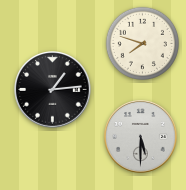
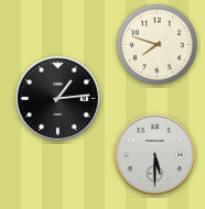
clock at (142, 43) position: (142, 43) -> (157, 44)
clock at (141, 137) position: (141, 137) -> (155, 155)
